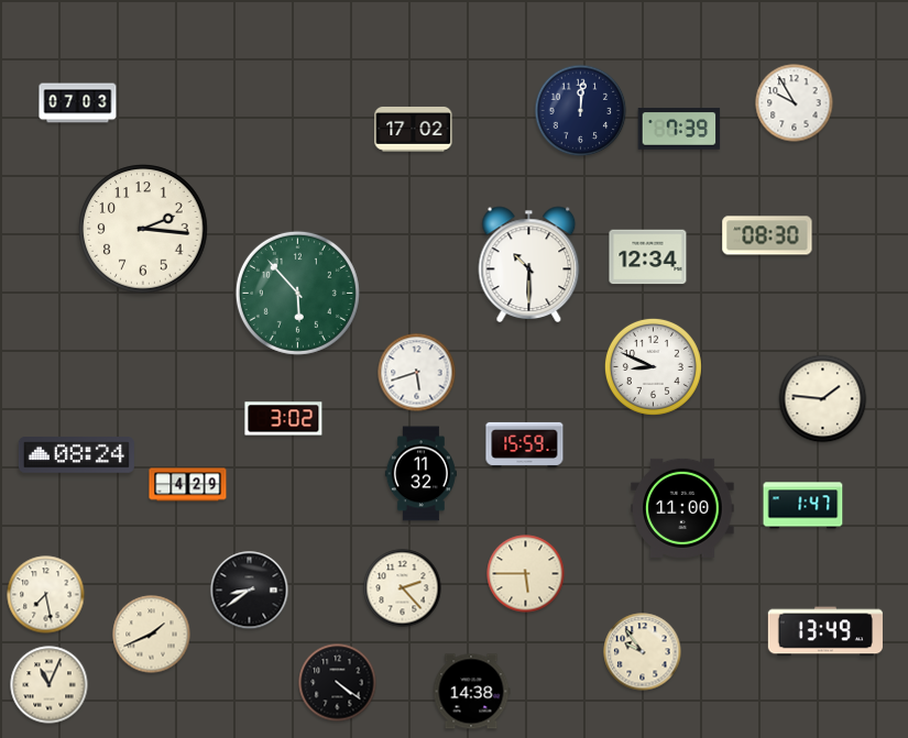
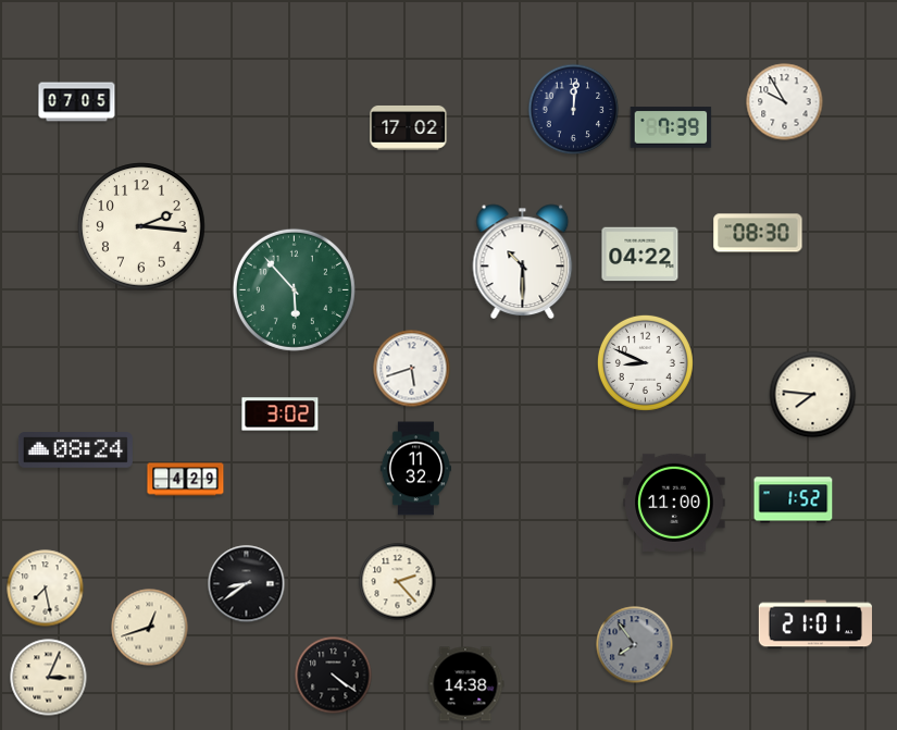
clock at (78, 103): 07:03 -> 07:05
clock at (648, 257): 12:34 -> 04:22
clock at (823, 399): 1:46 -> 7:46
clock at (525, 444): 15:59 -> none
clock at (803, 506): 1:47 -> 1:52
clock at (526, 574): 5:45 -> none
clock at (825, 631): 13:49 -> 21:01
clock at (152, 635): 1:41 -> 12:42
clock at (643, 652): 9:54 -> 7:54
clock at (643, 652) dial: cream -> grey
clock at (50, 685): 11:04 -> 3:04
